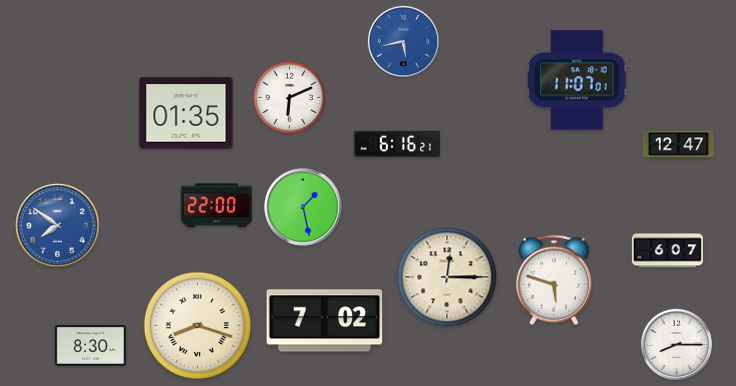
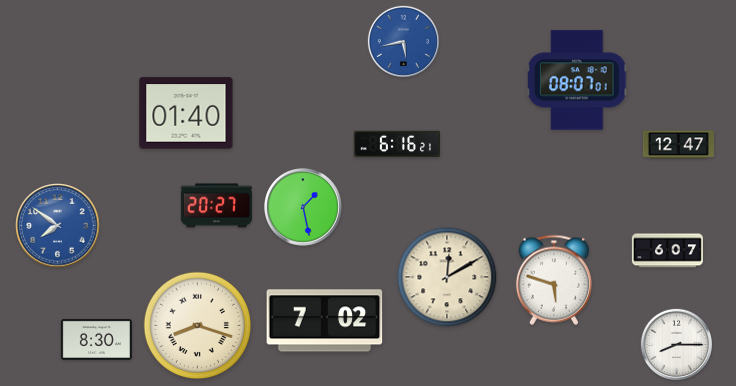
clock at (578, 80): 11:07 -> 08:07
clock at (290, 98): 6:11 -> none
clock at (186, 113): 01:35 -> 01:40
clock at (216, 206): 22:00 -> 20:27
clock at (447, 277): 12:15 -> 12:10
clock at (90, 345) position: (90, 345) -> (96, 339)
